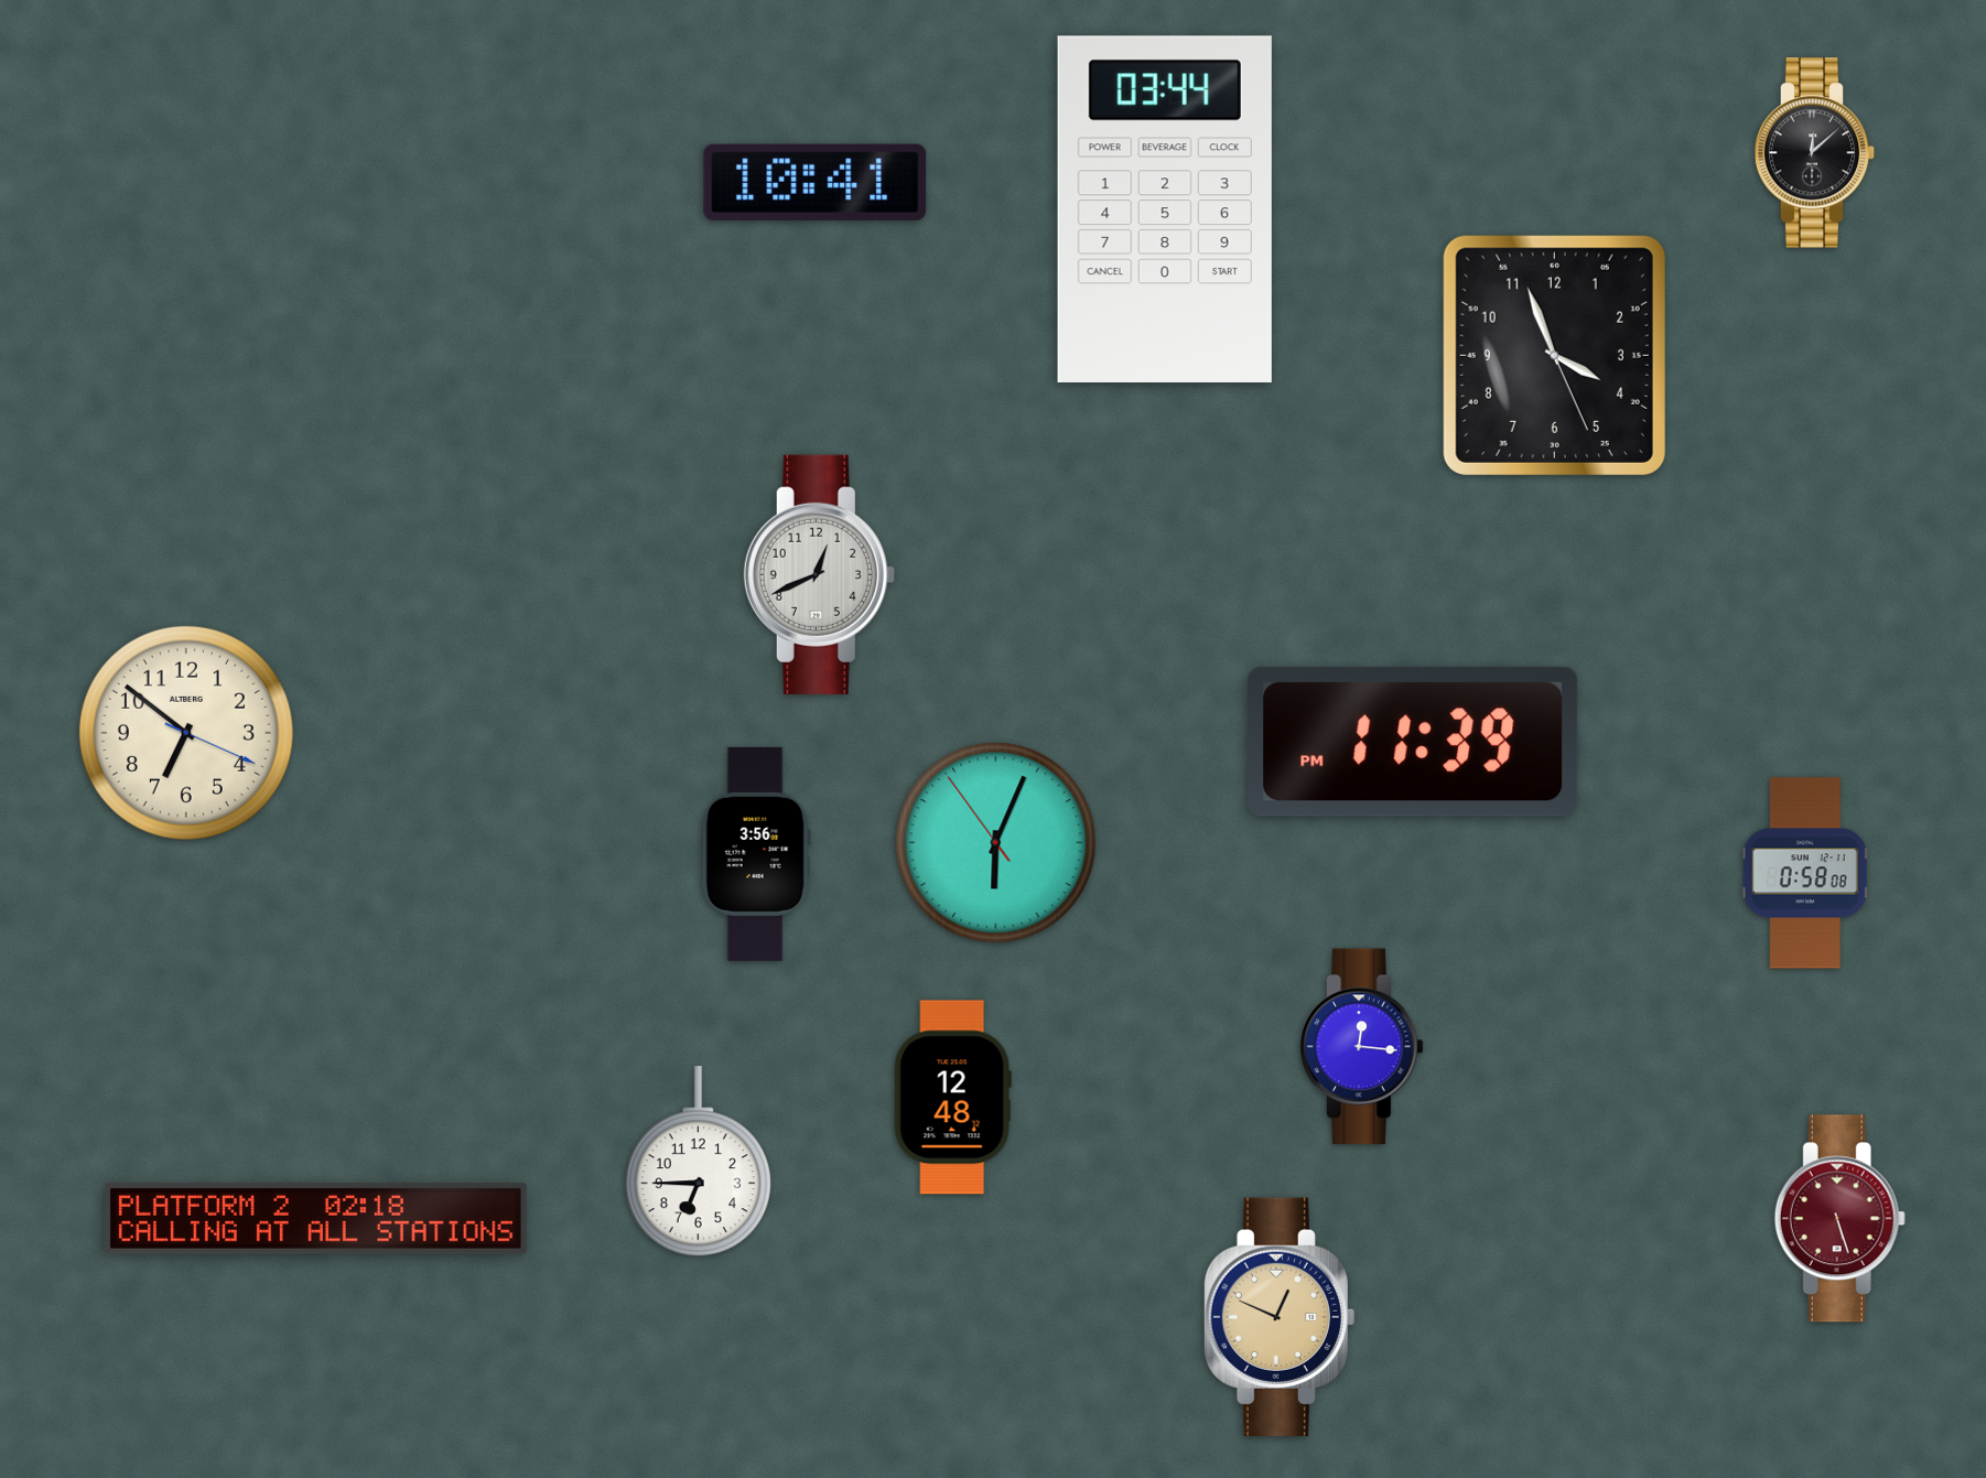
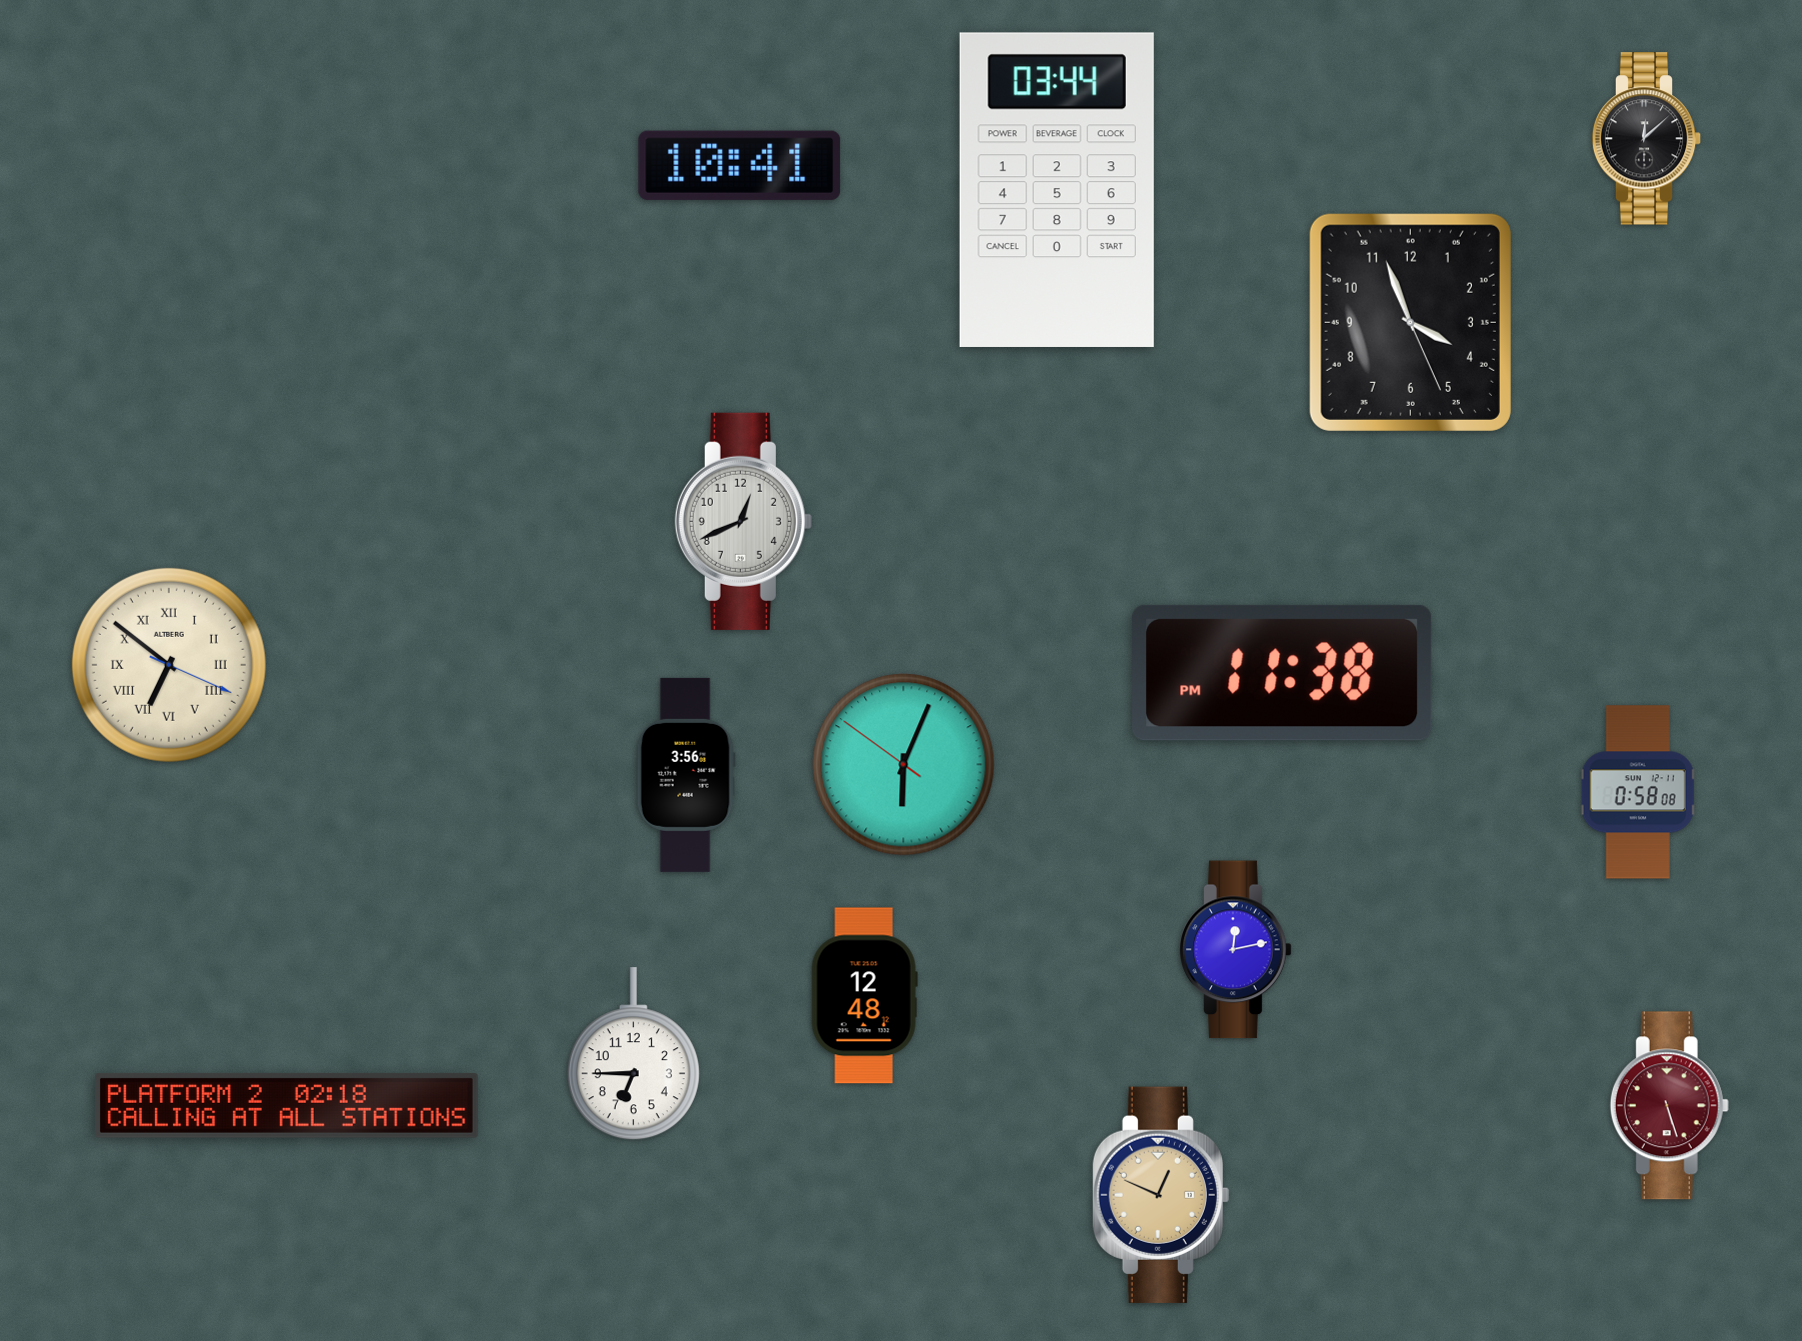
clock at (186, 733) numerals: Arabic -> Roman
clock at (1413, 742): 11:39 -> 11:38
clock at (996, 843): 6:03:54 -> 6:03:51
clock at (1362, 1047): 12:16 -> 12:13
